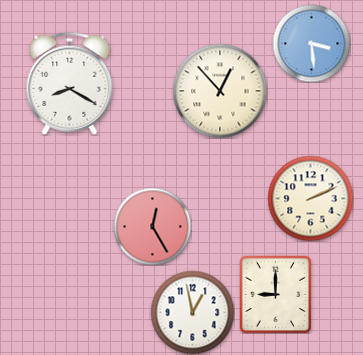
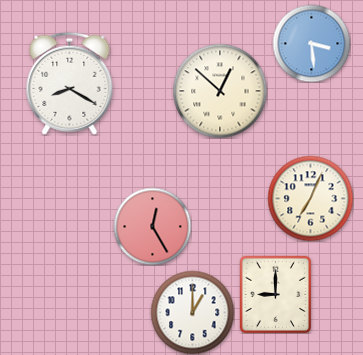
clock at (220, 91): 12:53 -> 12:52
clock at (310, 198): 2:11 -> 7:04
clock at (192, 312): 12:58 -> 1:00
